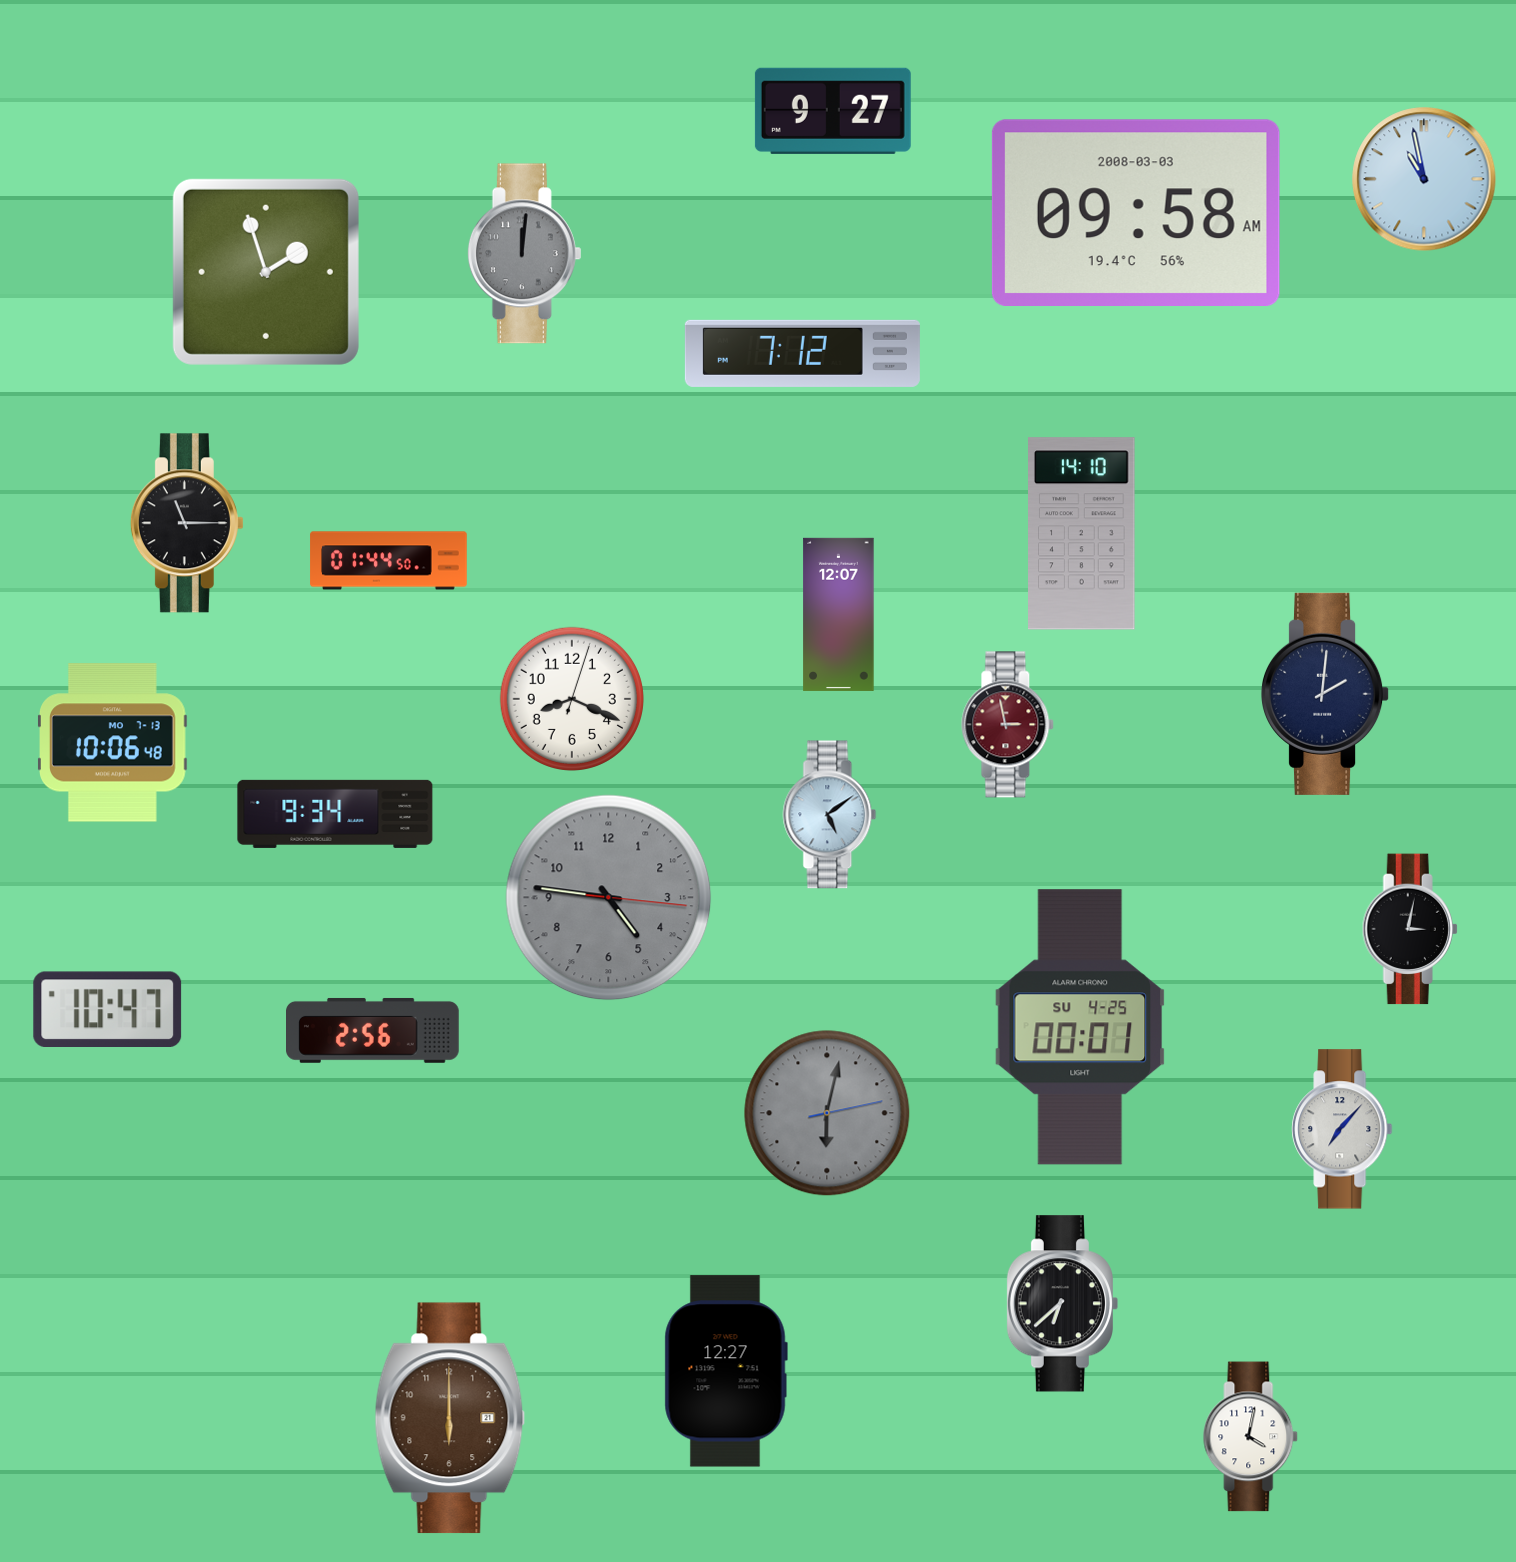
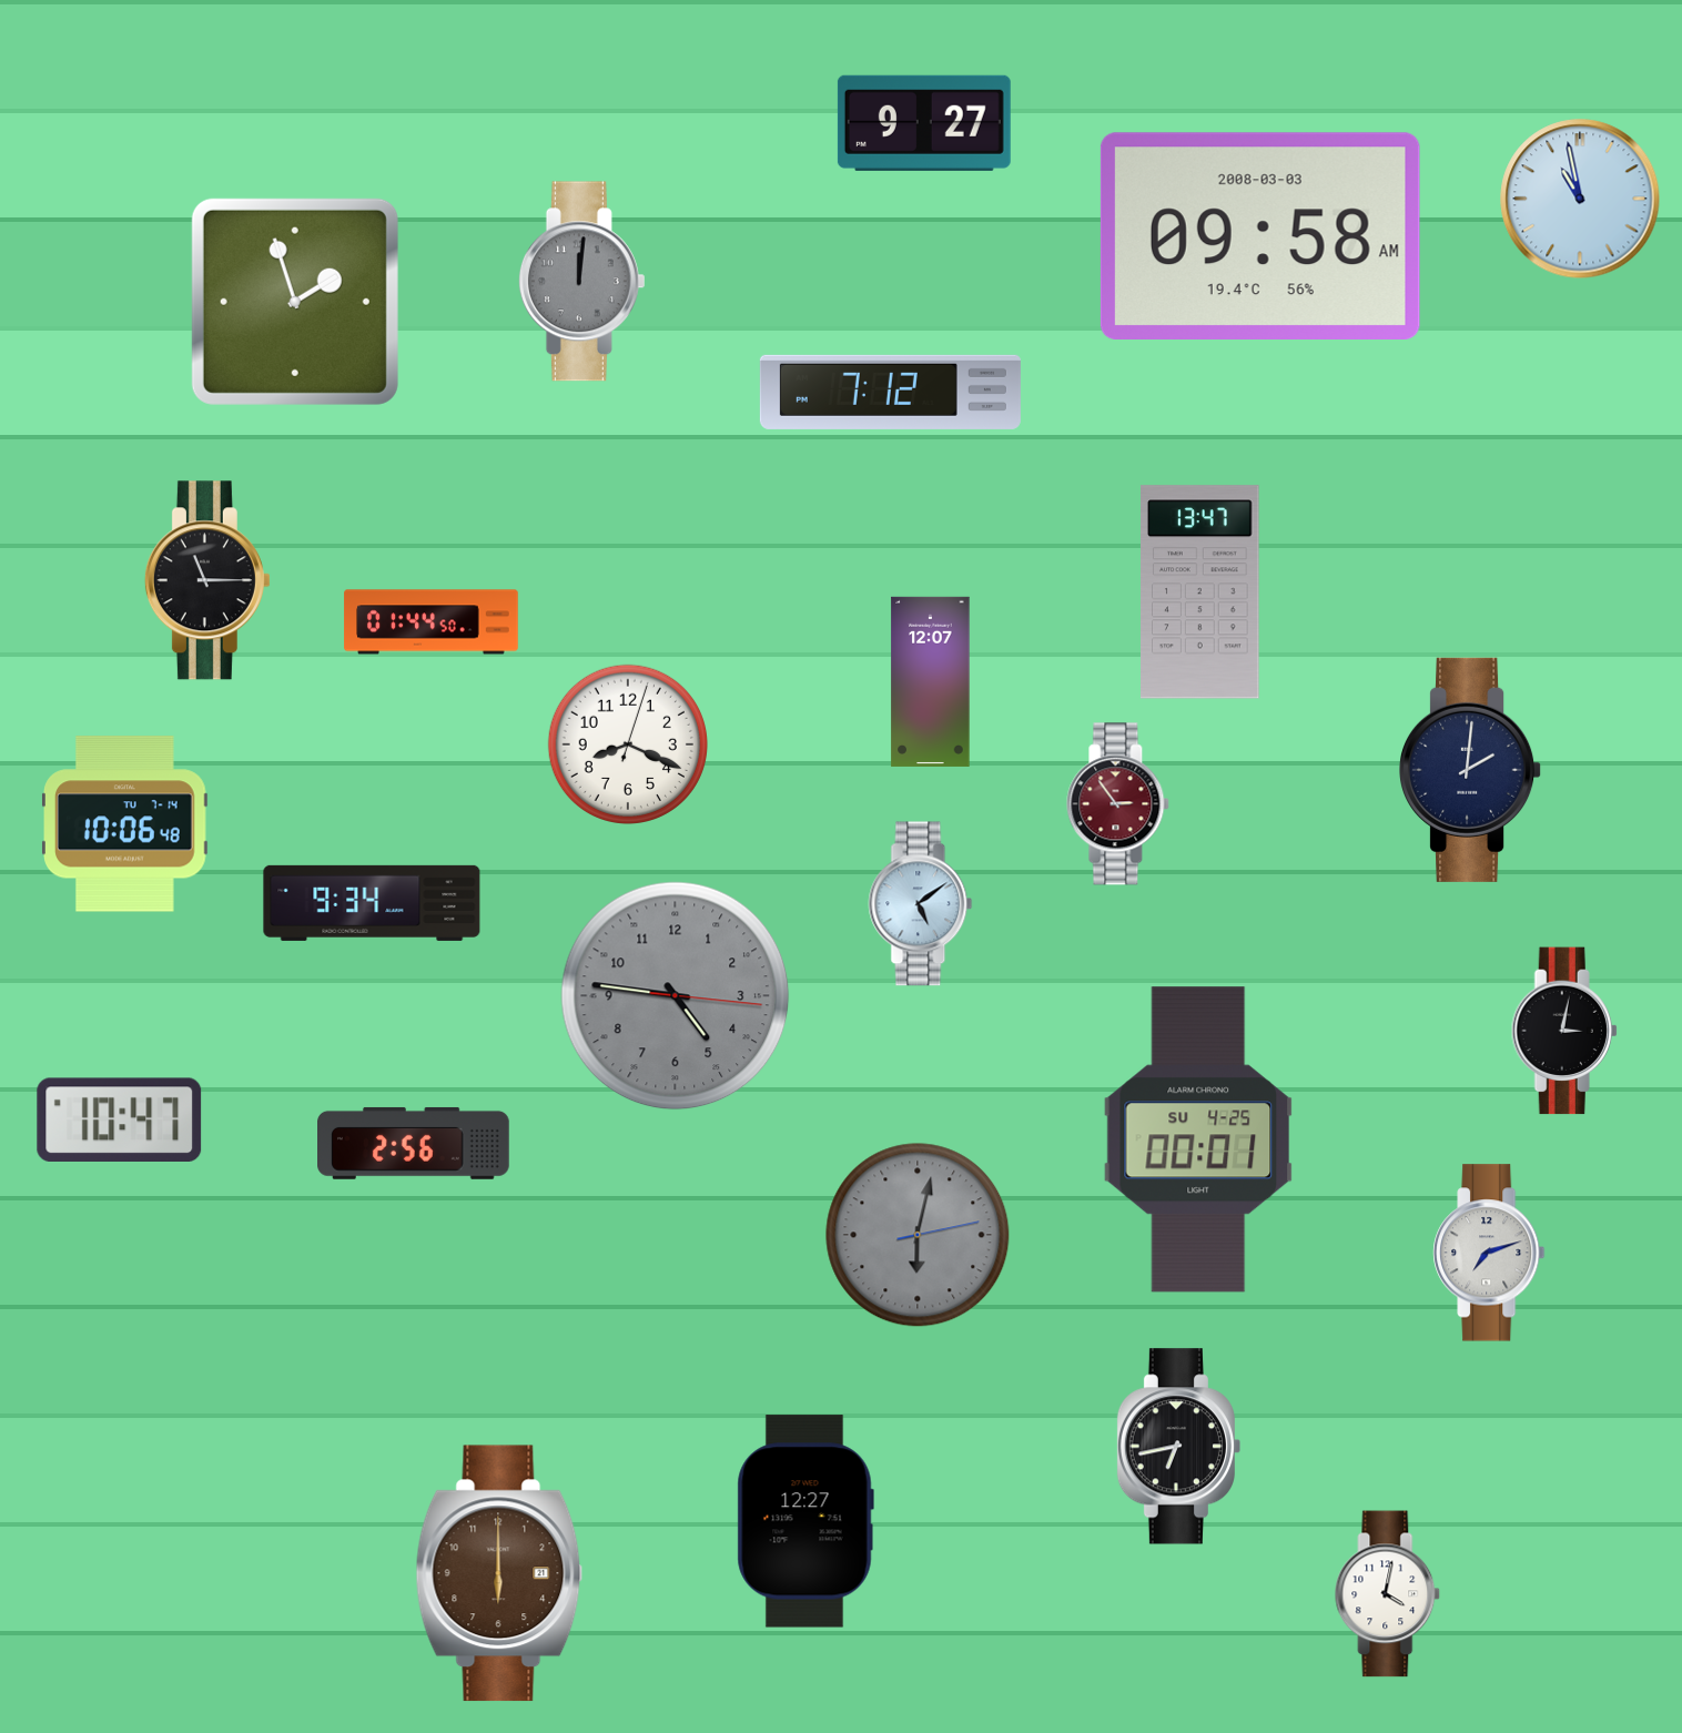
clock at (1082, 534): 14:10 -> 13:47
clock at (572, 699) position: (572, 699) -> (628, 744)
clock at (1008, 725): 2:58 -> 2:54
clock at (113, 743) date: MO 7-13 -> TU 7-14
clock at (1342, 1129): 7:07 -> 7:12
clock at (1062, 1304): 6:38 -> 6:43
